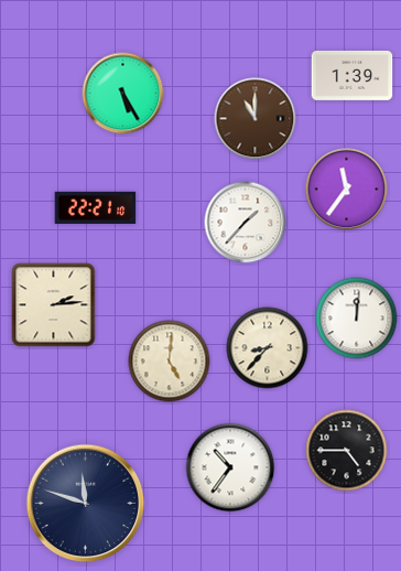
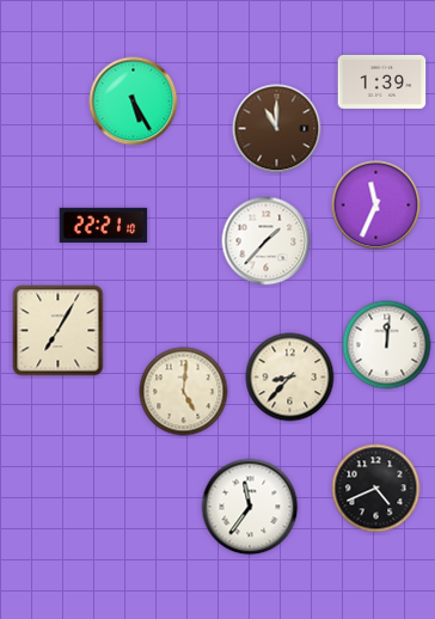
clock at (347, 190): 11:36 -> 11:34
clock at (54, 305): 2:14 -> 7:05
clock at (347, 451): 4:45 -> 4:41
clock at (230, 467): 10:36 -> 11:36
clock at (86, 504): 11:48 -> none
